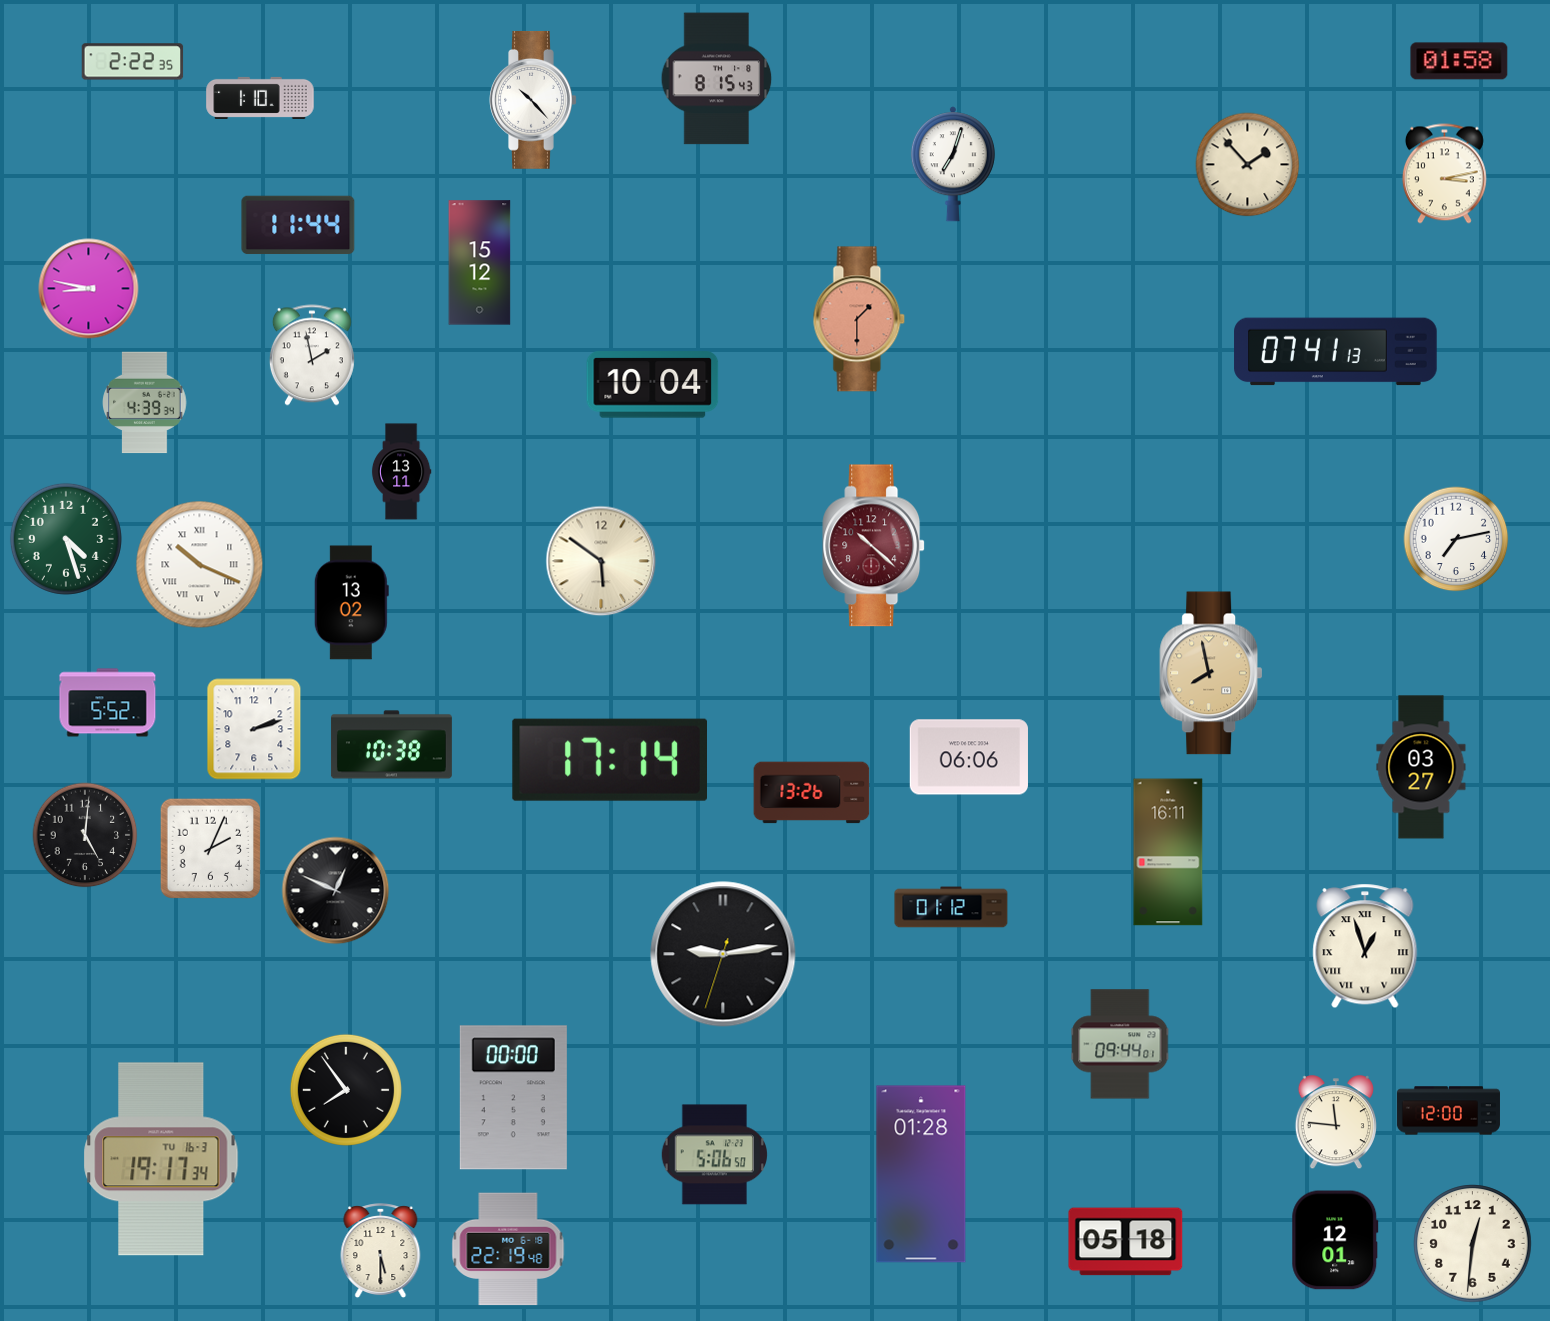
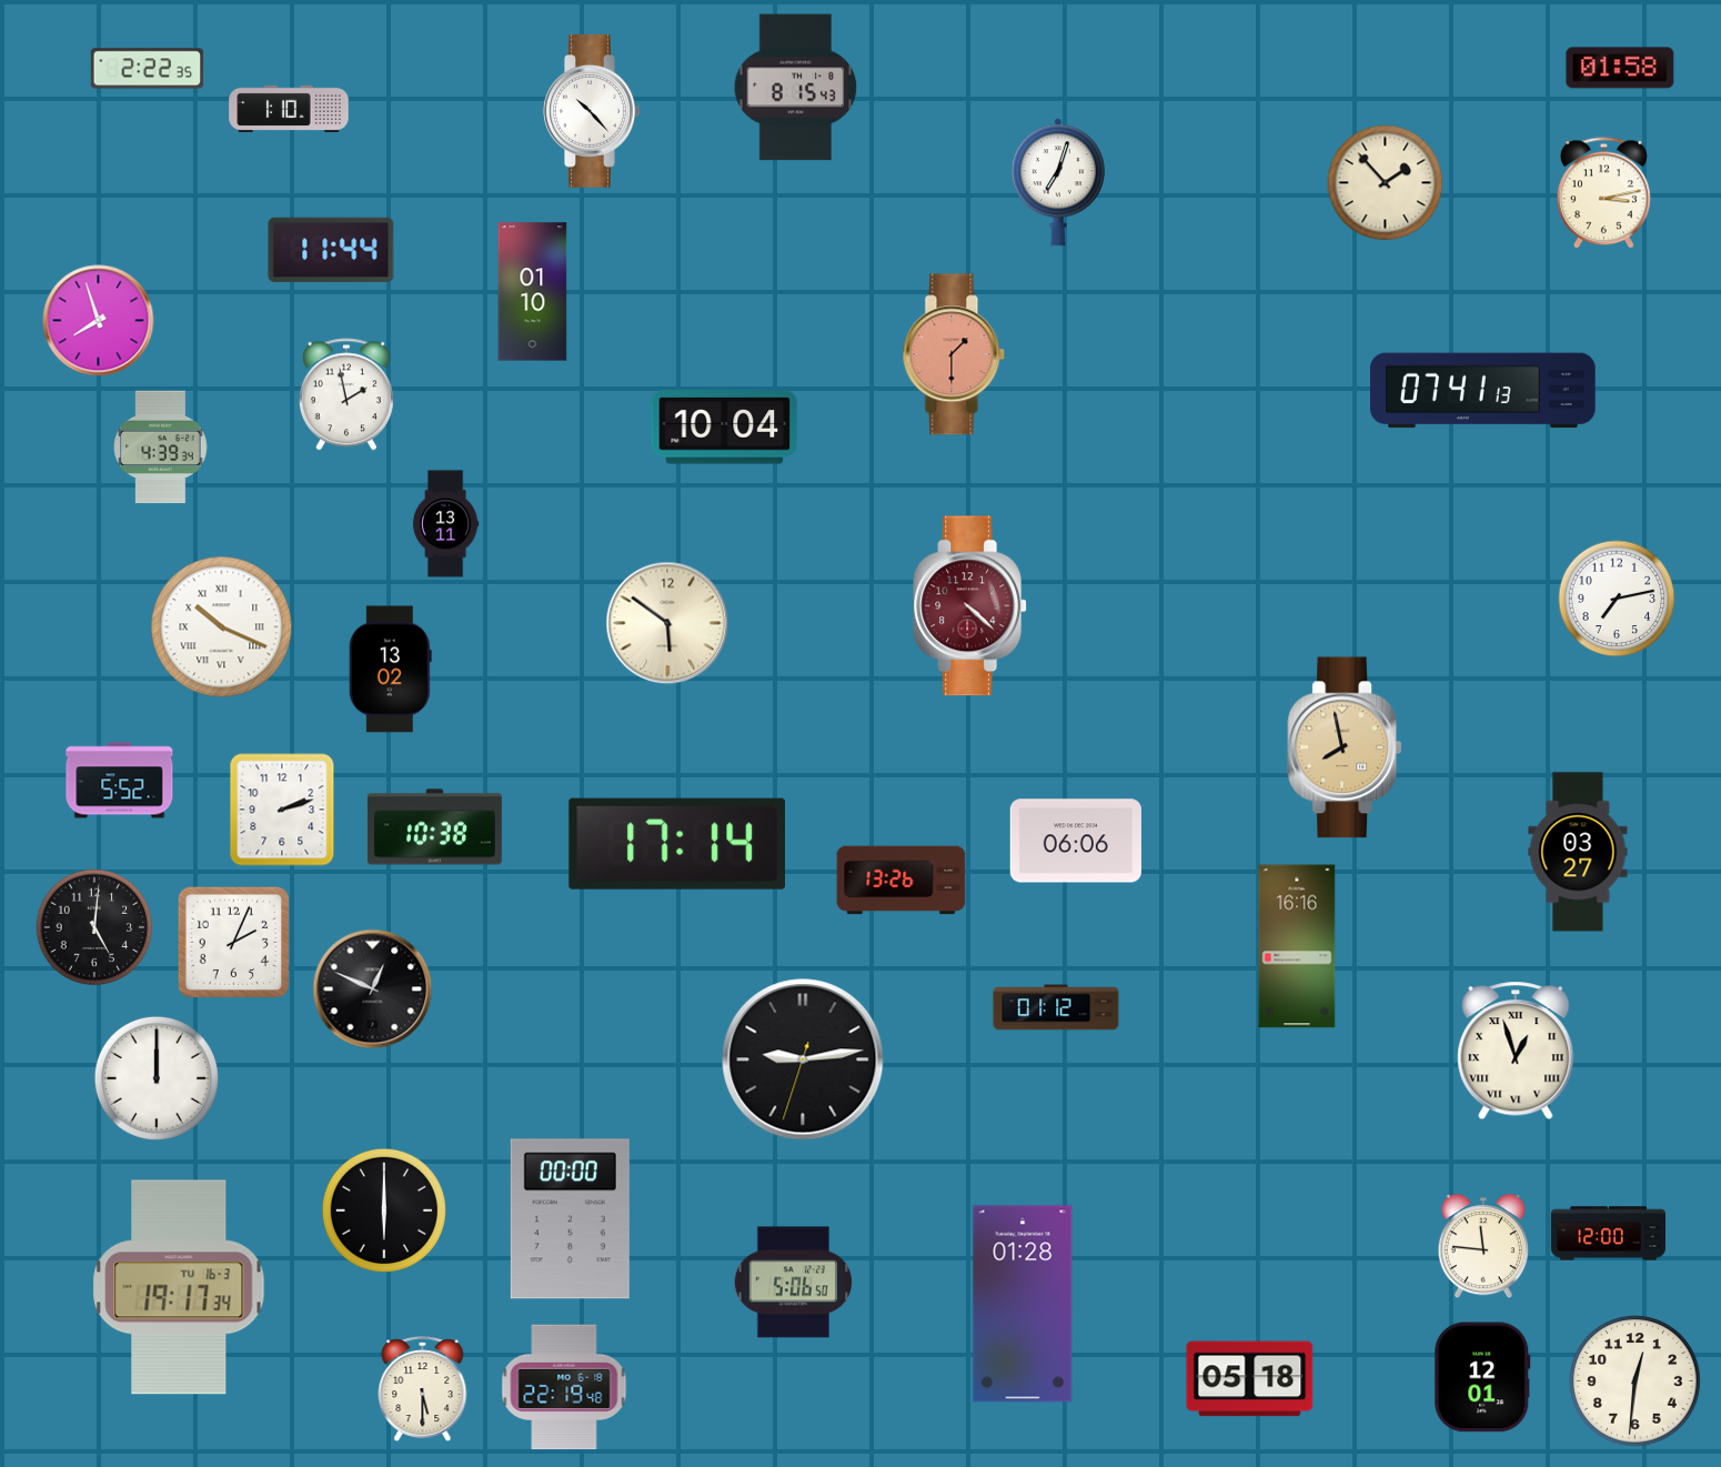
clock at (480, 263): 15:12 -> 01:10
clock at (89, 289): 8:47 -> 7:57
clock at (66, 539): 4:27 -> none
clock at (874, 546): 10:22 -> 4:22
clock at (1168, 852): 16:11 -> 16:16
clock at (157, 1078): none -> 12:00
clock at (1120, 1044): 09:44 -> none
clock at (346, 1090): 7:54 -> 6:00
